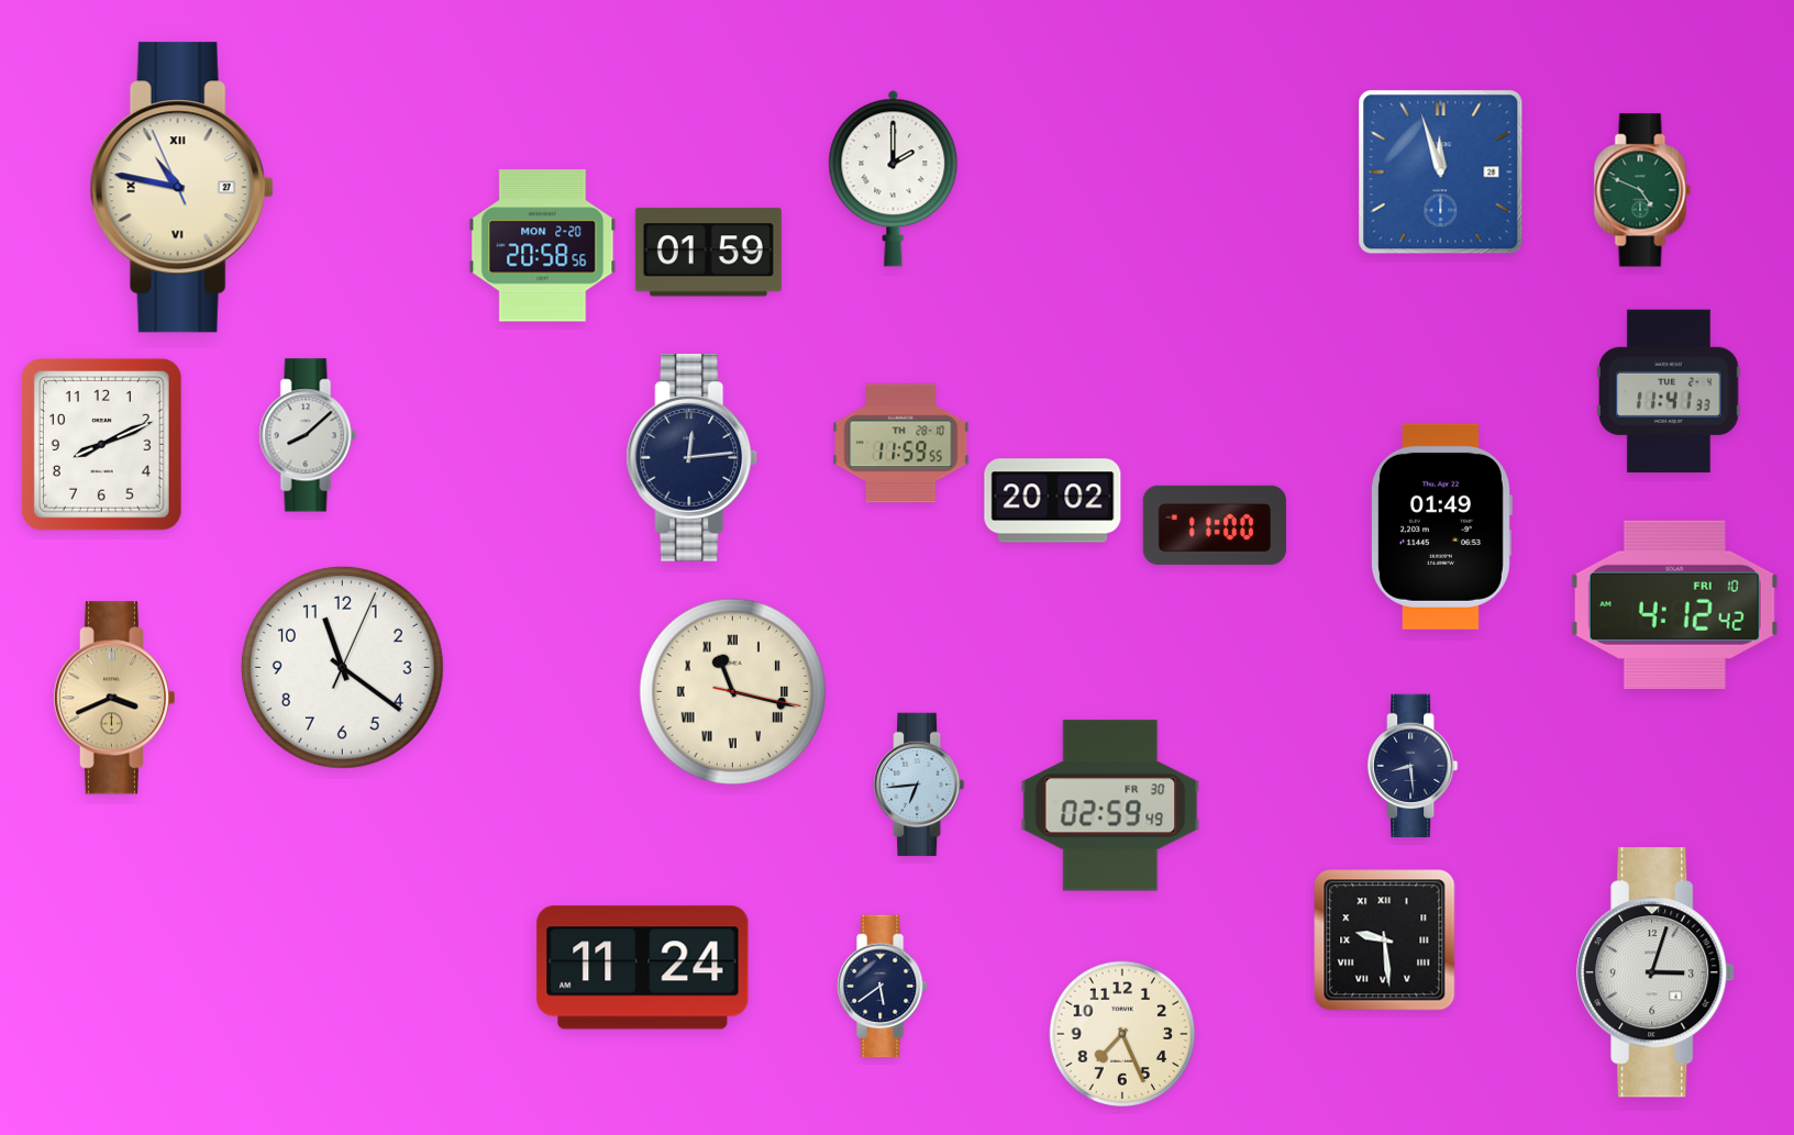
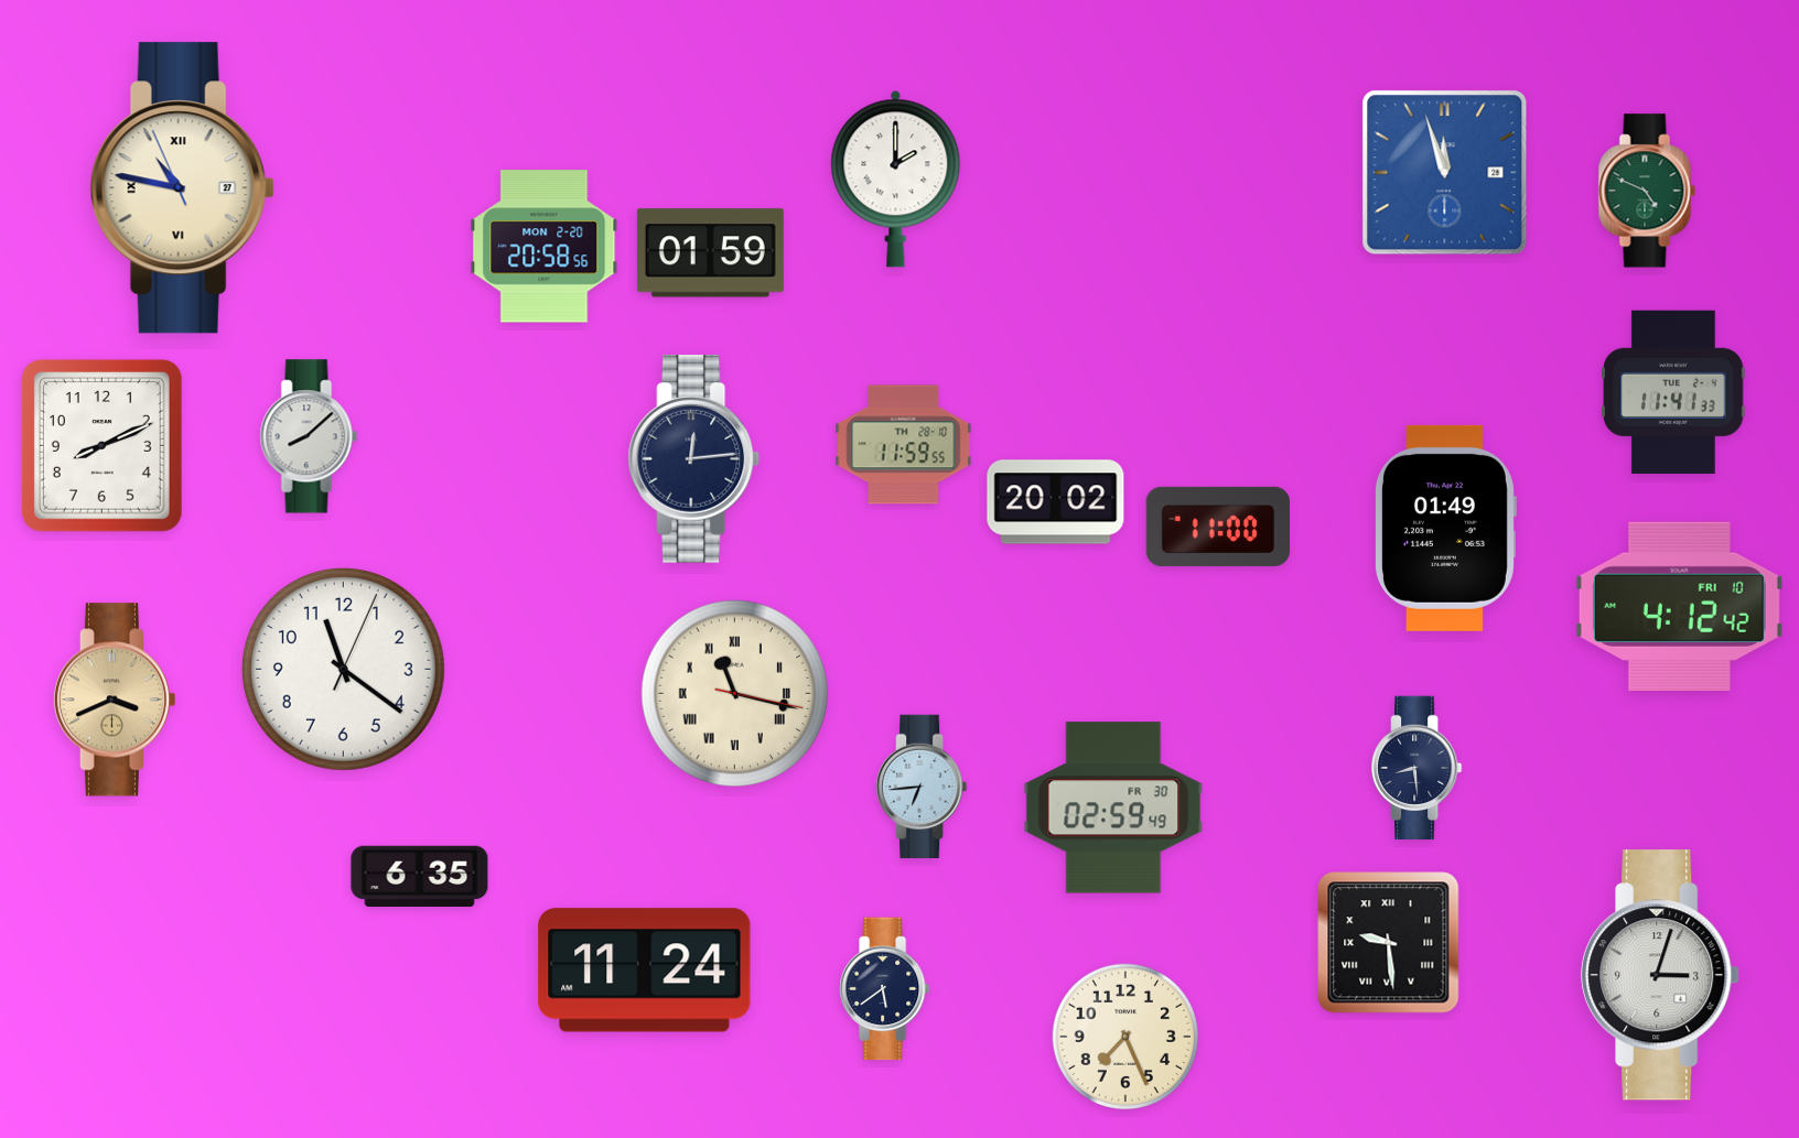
clock at (420, 877): none -> 6:35
